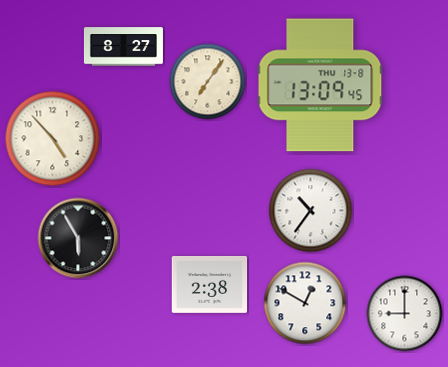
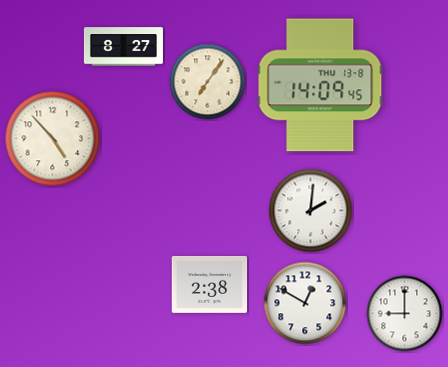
clock at (320, 85): 13:09 -> 14:09
clock at (311, 211): 10:36 -> 2:01
clock at (78, 238): 5:55 -> none
